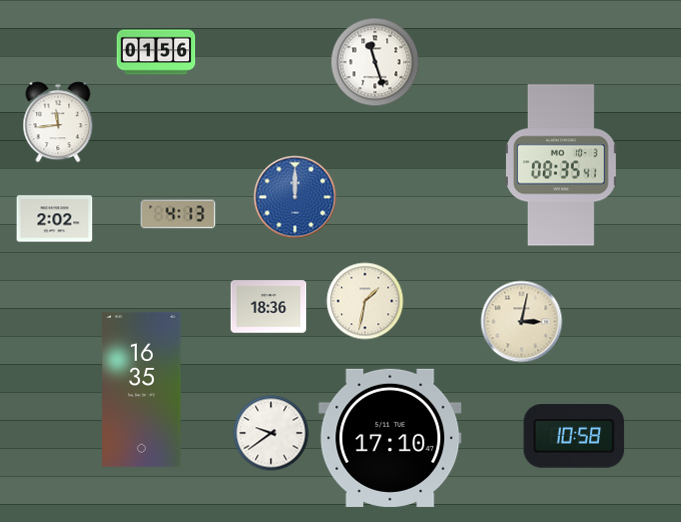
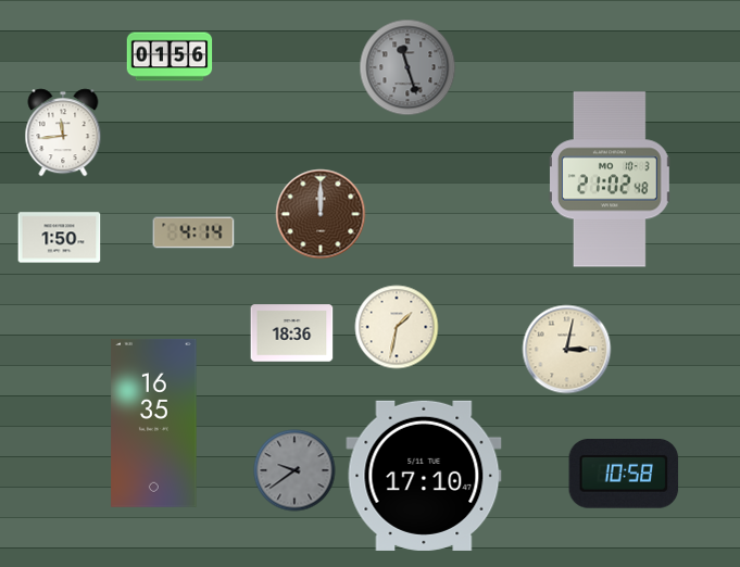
clock at (375, 62) dial: white -> grey
clock at (561, 165): 08:35 -> 21:02
clock at (295, 197) dial: blue -> brown
clock at (178, 214): 4:13 -> 4:14
clock at (55, 219): 2:02 -> 1:50
clock at (271, 433) dial: white -> grey
